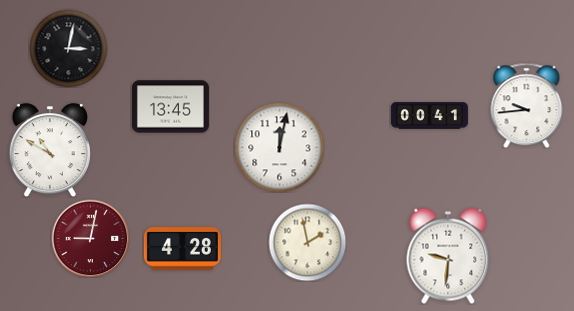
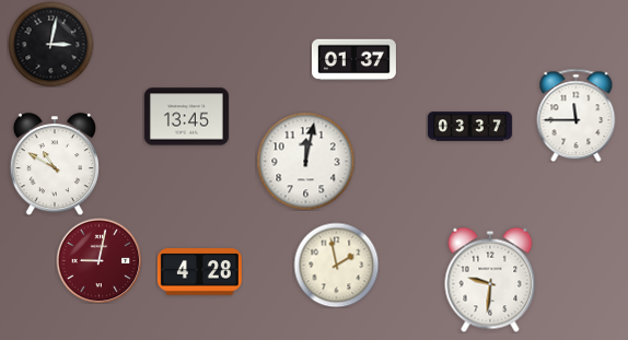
clock at (68, 48) position: (68, 48) -> (50, 44)
clock at (353, 60): none -> 01:37
clock at (527, 105): 9:44 -> 11:45
clock at (429, 116): 00:41 -> 03:37
